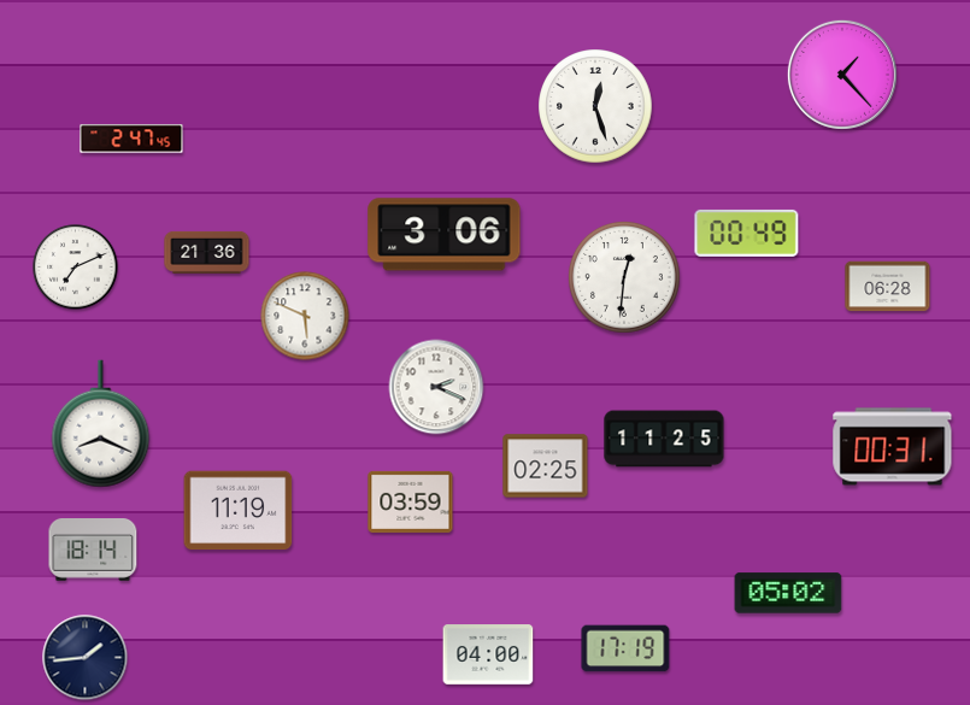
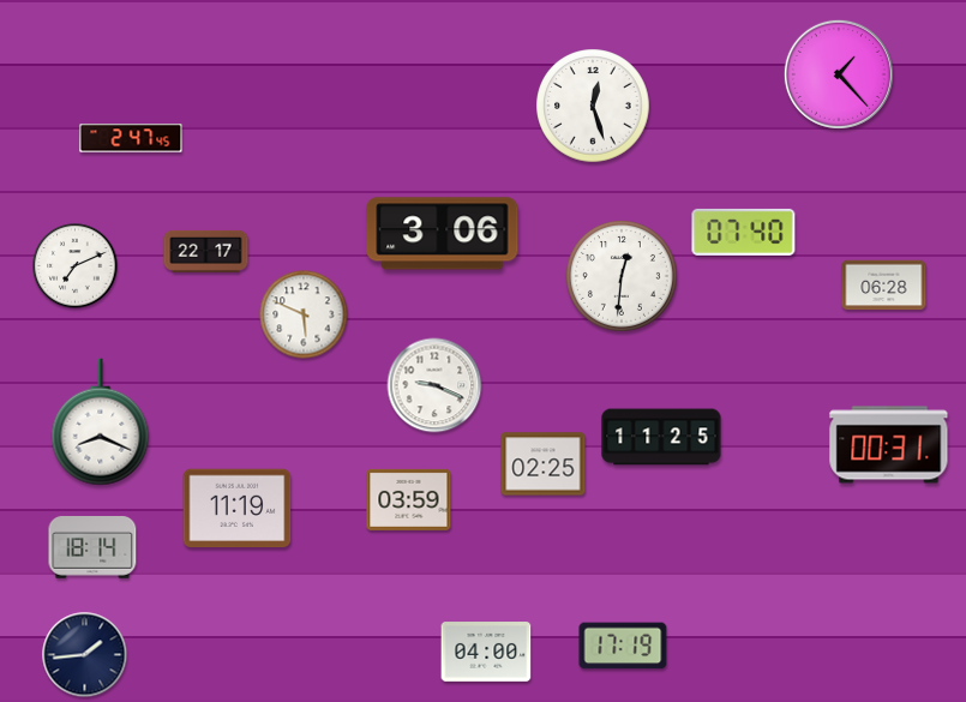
clock at (747, 233): 00:49 -> 07:40
clock at (207, 252): 21:36 -> 22:17
clock at (436, 387): 2:19 -> 9:19
clock at (788, 593): 05:02 -> none
